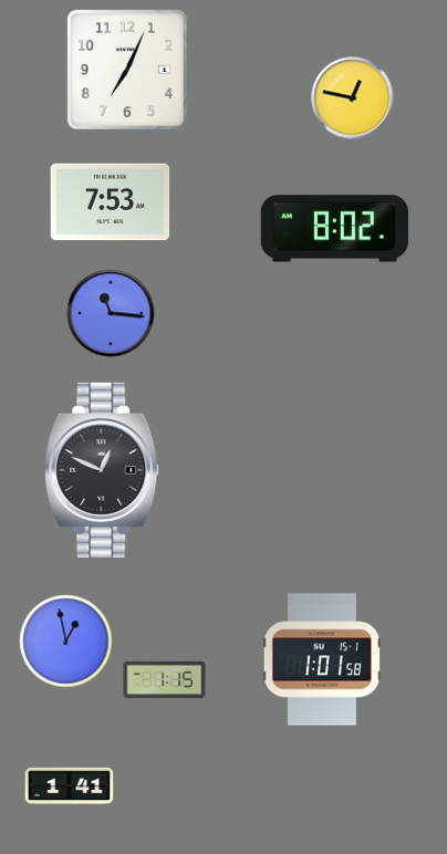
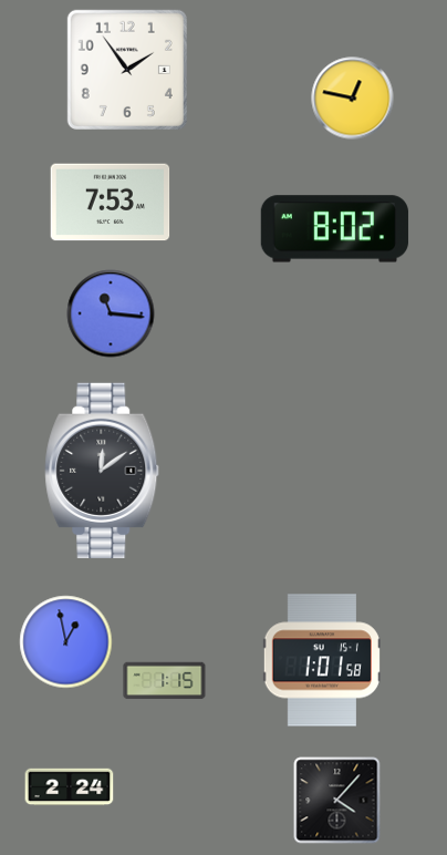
clock at (127, 70): 7:04 -> 1:54
clock at (102, 470): 12:49 -> 12:09
clock at (70, 787): 1:41 -> 2:24
clock at (337, 801): none -> 4:07
